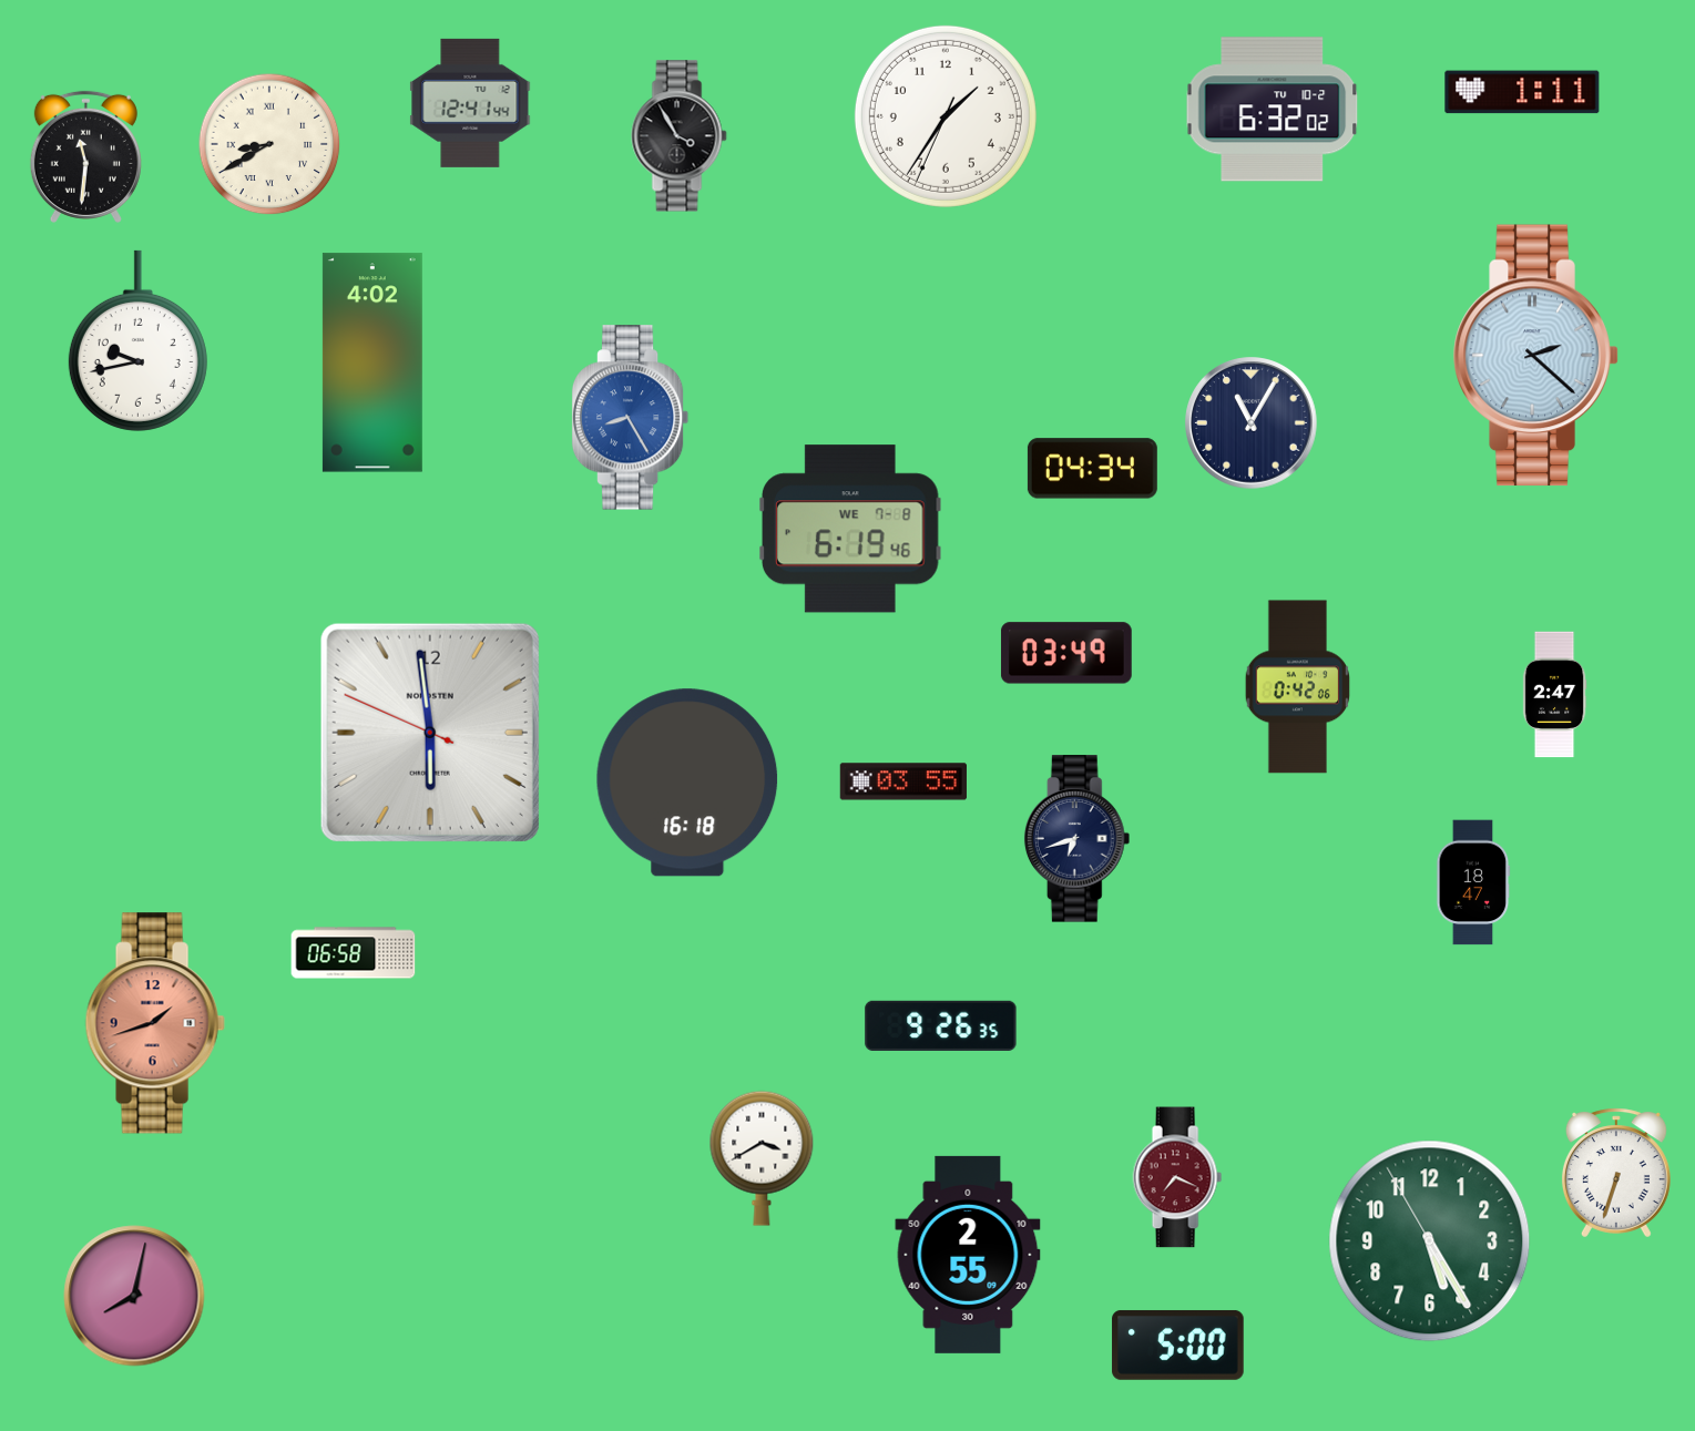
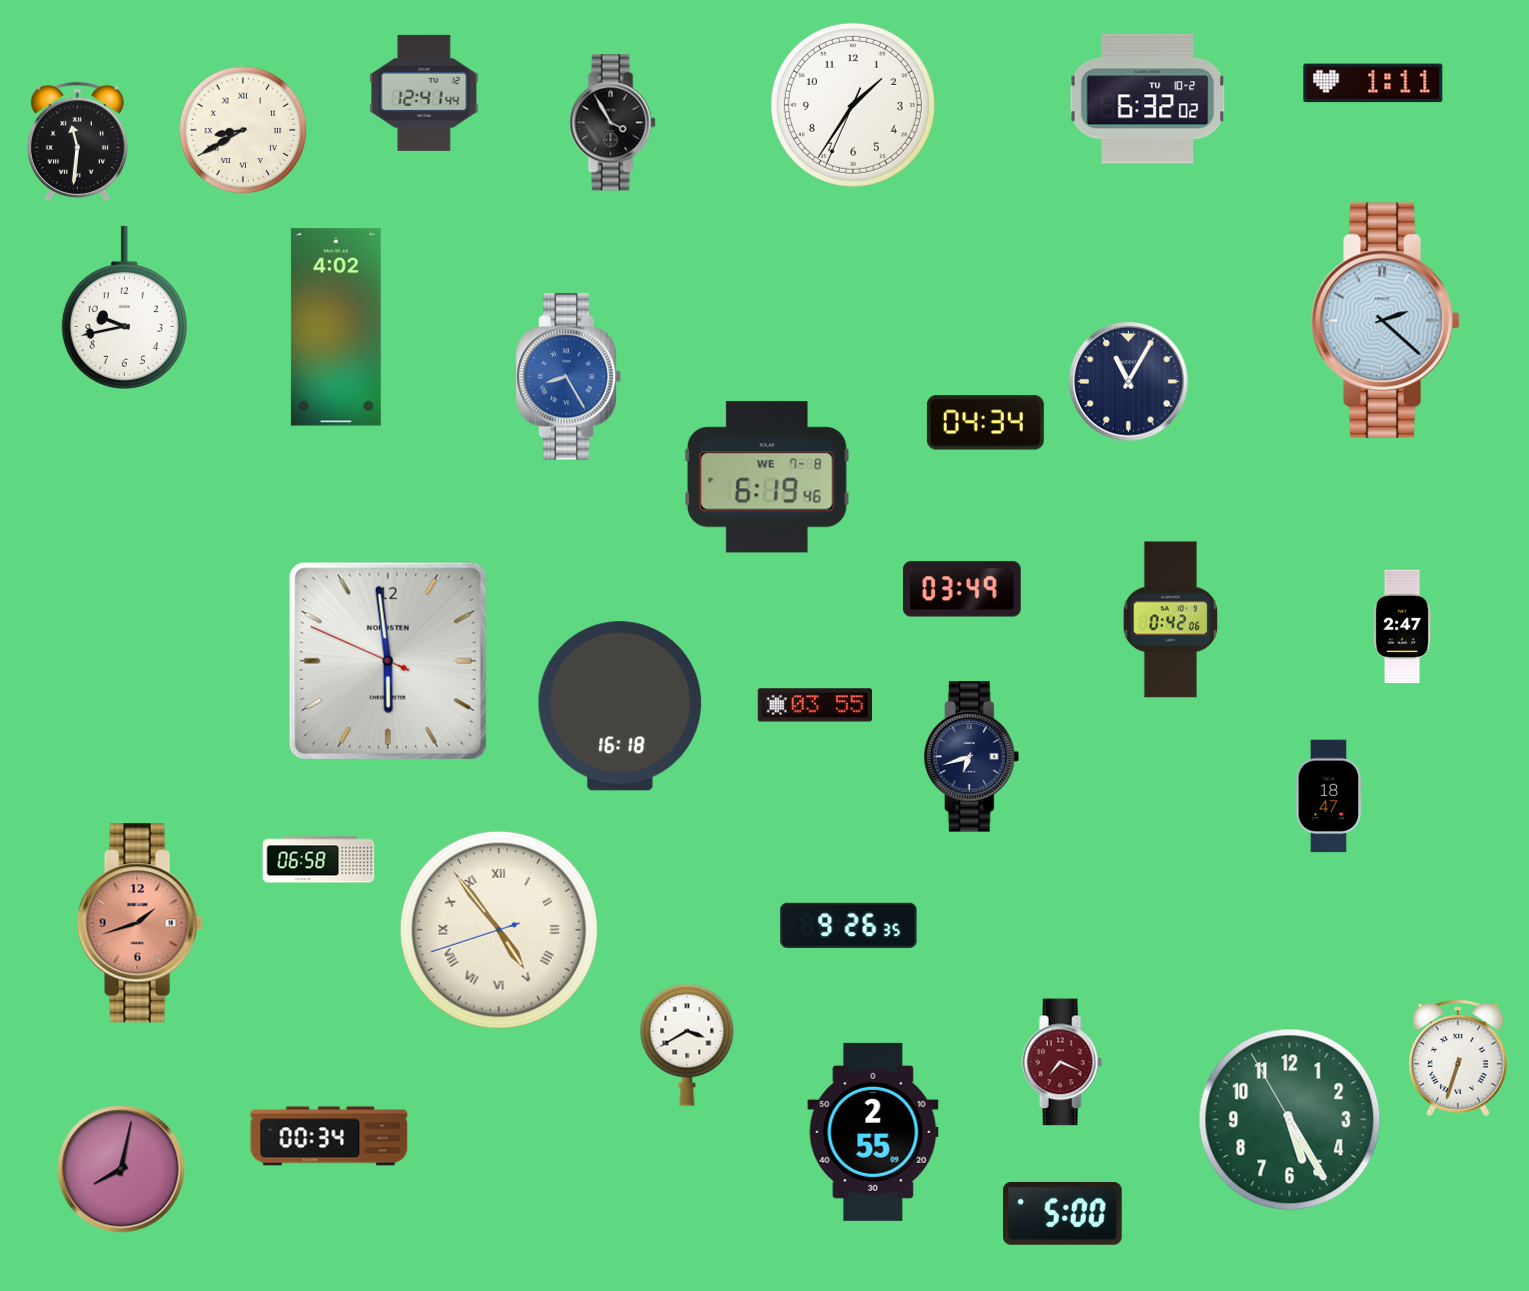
clock at (499, 930): none -> 4:53
clock at (329, 1136): none -> 00:34
